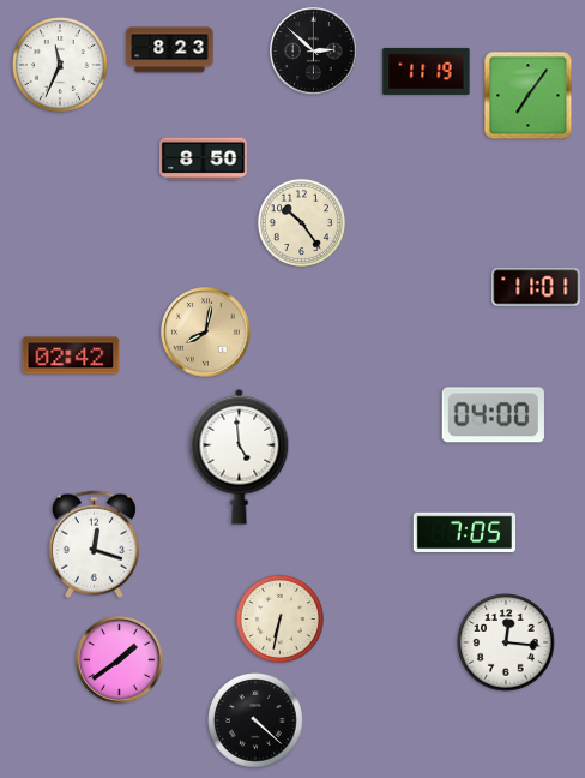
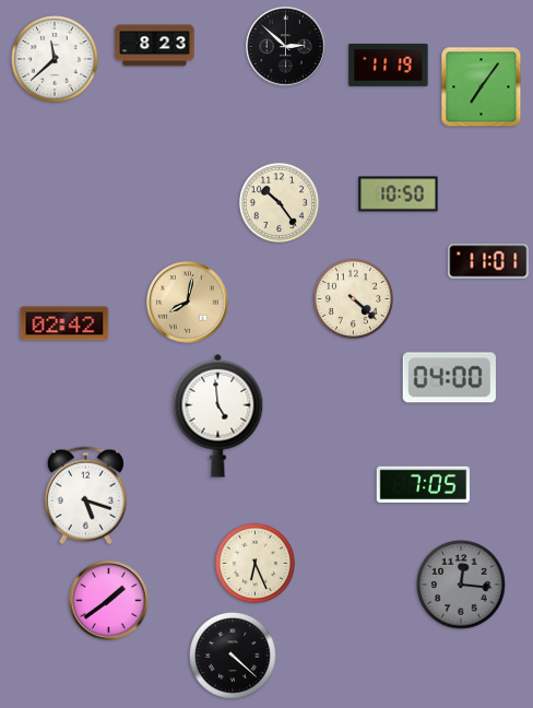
clock at (60, 65): 11:34 -> 11:38
clock at (204, 160): 8:50 -> none
clock at (399, 194): none -> 10:50
clock at (301, 222) position: (301, 222) -> (279, 202)
clock at (353, 298): none -> 4:22
clock at (94, 545): 12:18 -> 5:18
clock at (279, 618): 6:32 -> 6:26
clock at (506, 642) dial: white -> grey
